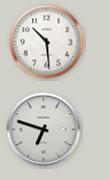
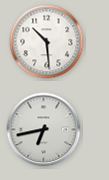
clock at (44, 130): 6:48 -> 6:43
